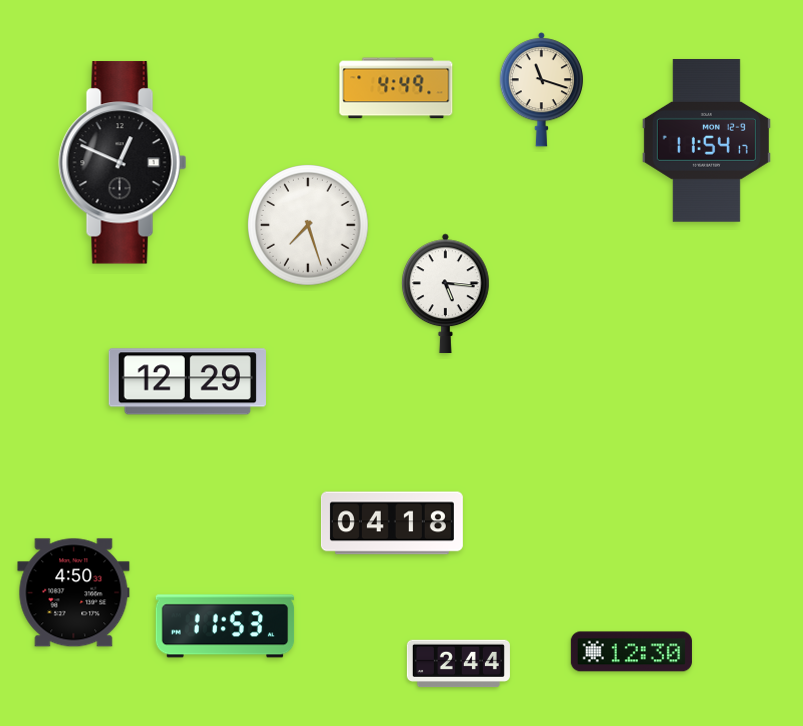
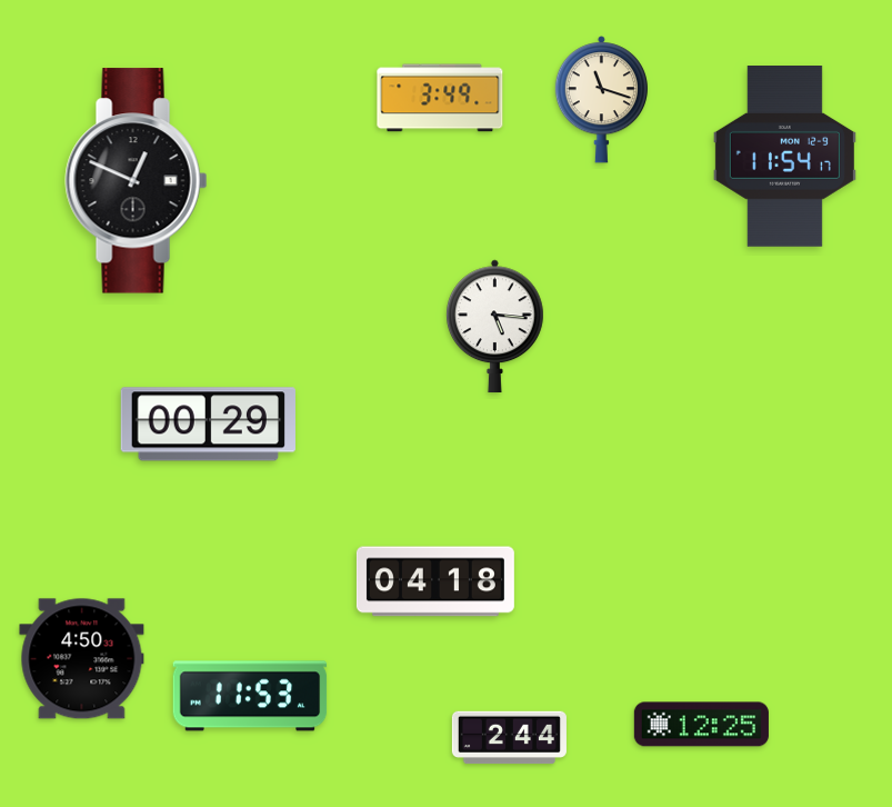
clock at (396, 88): 4:49 -> 3:49
clock at (309, 226): 7:27 -> none
clock at (187, 382): 12:29 -> 00:29
clock at (631, 652): 12:30 -> 12:25
